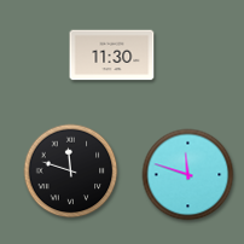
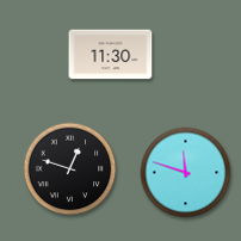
clock at (71, 172): 11:48 -> 12:48
